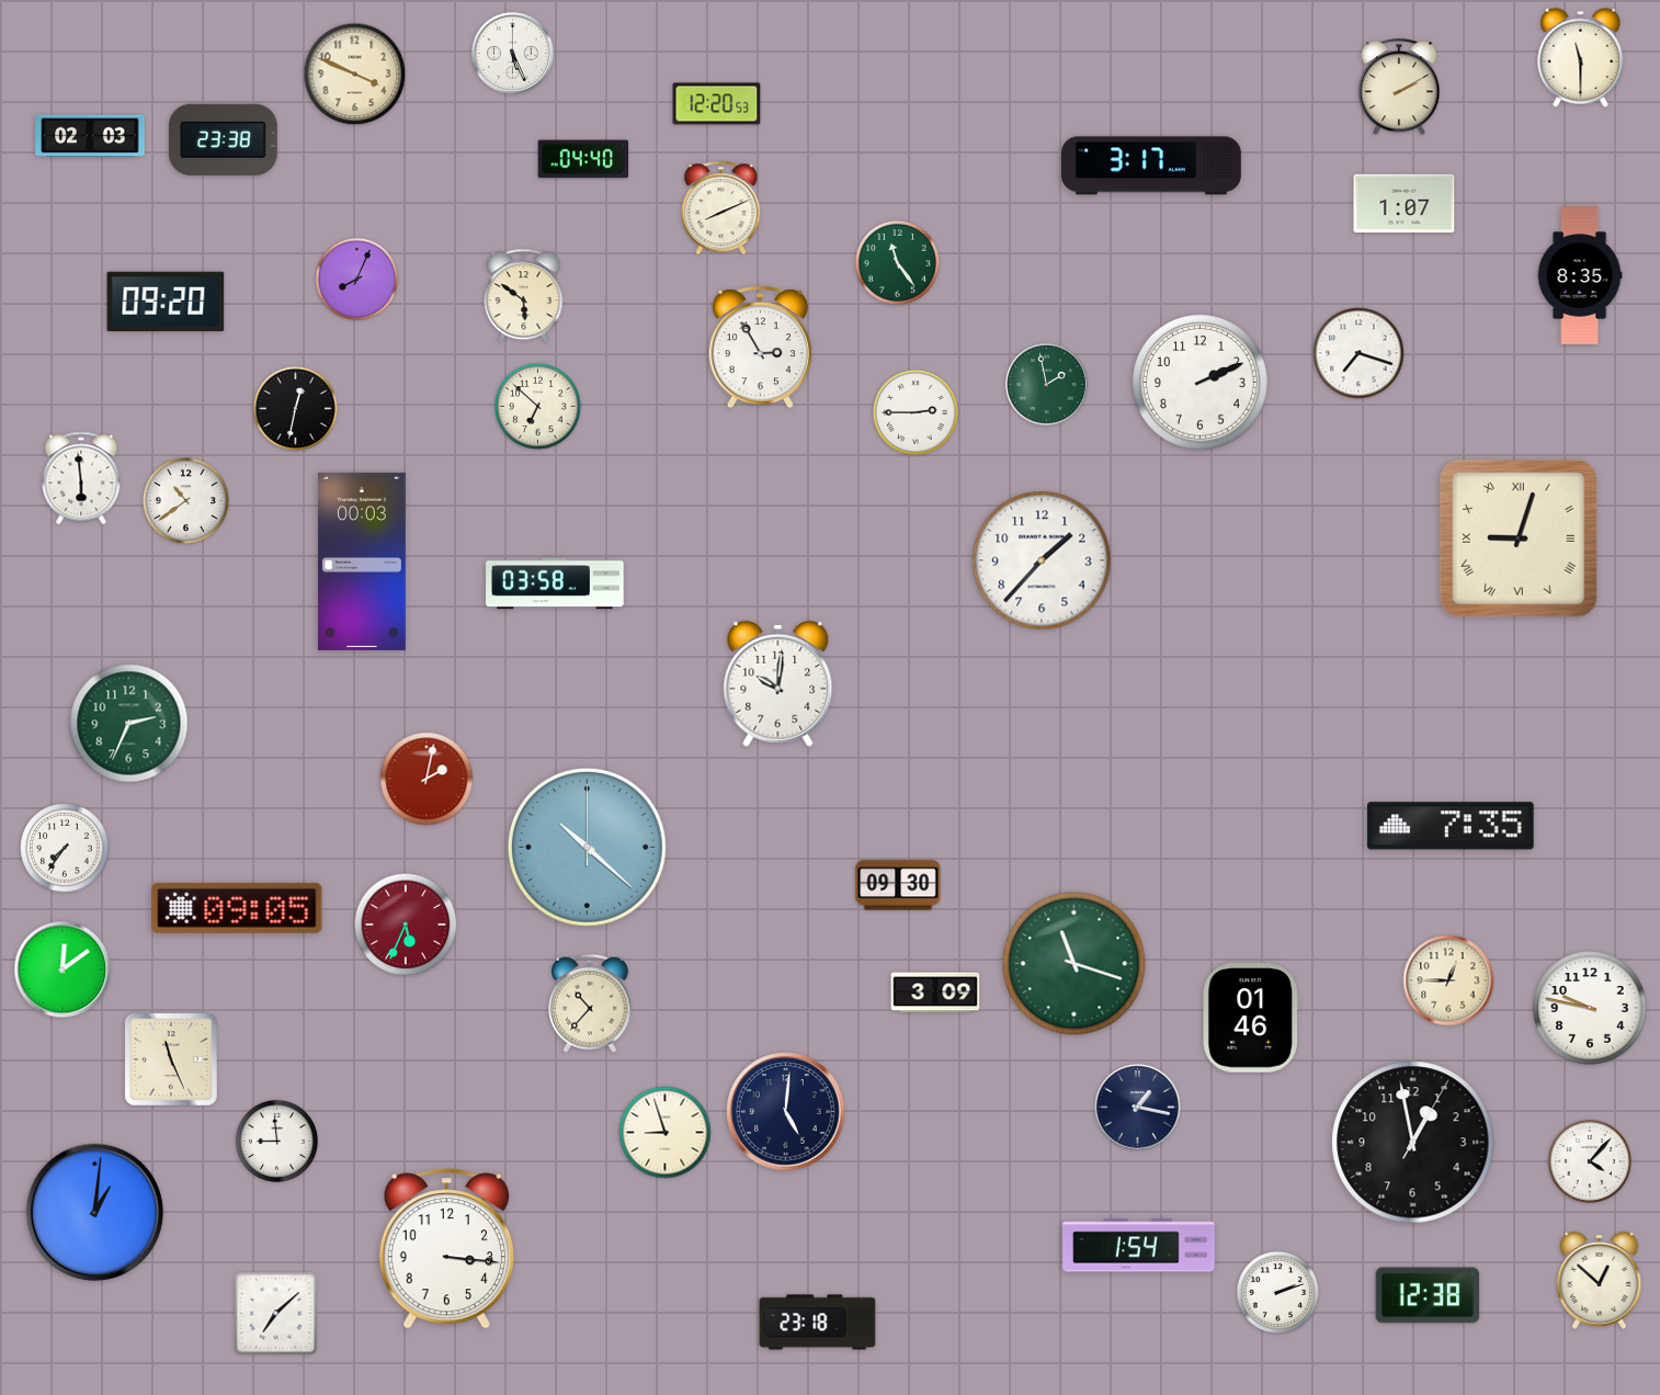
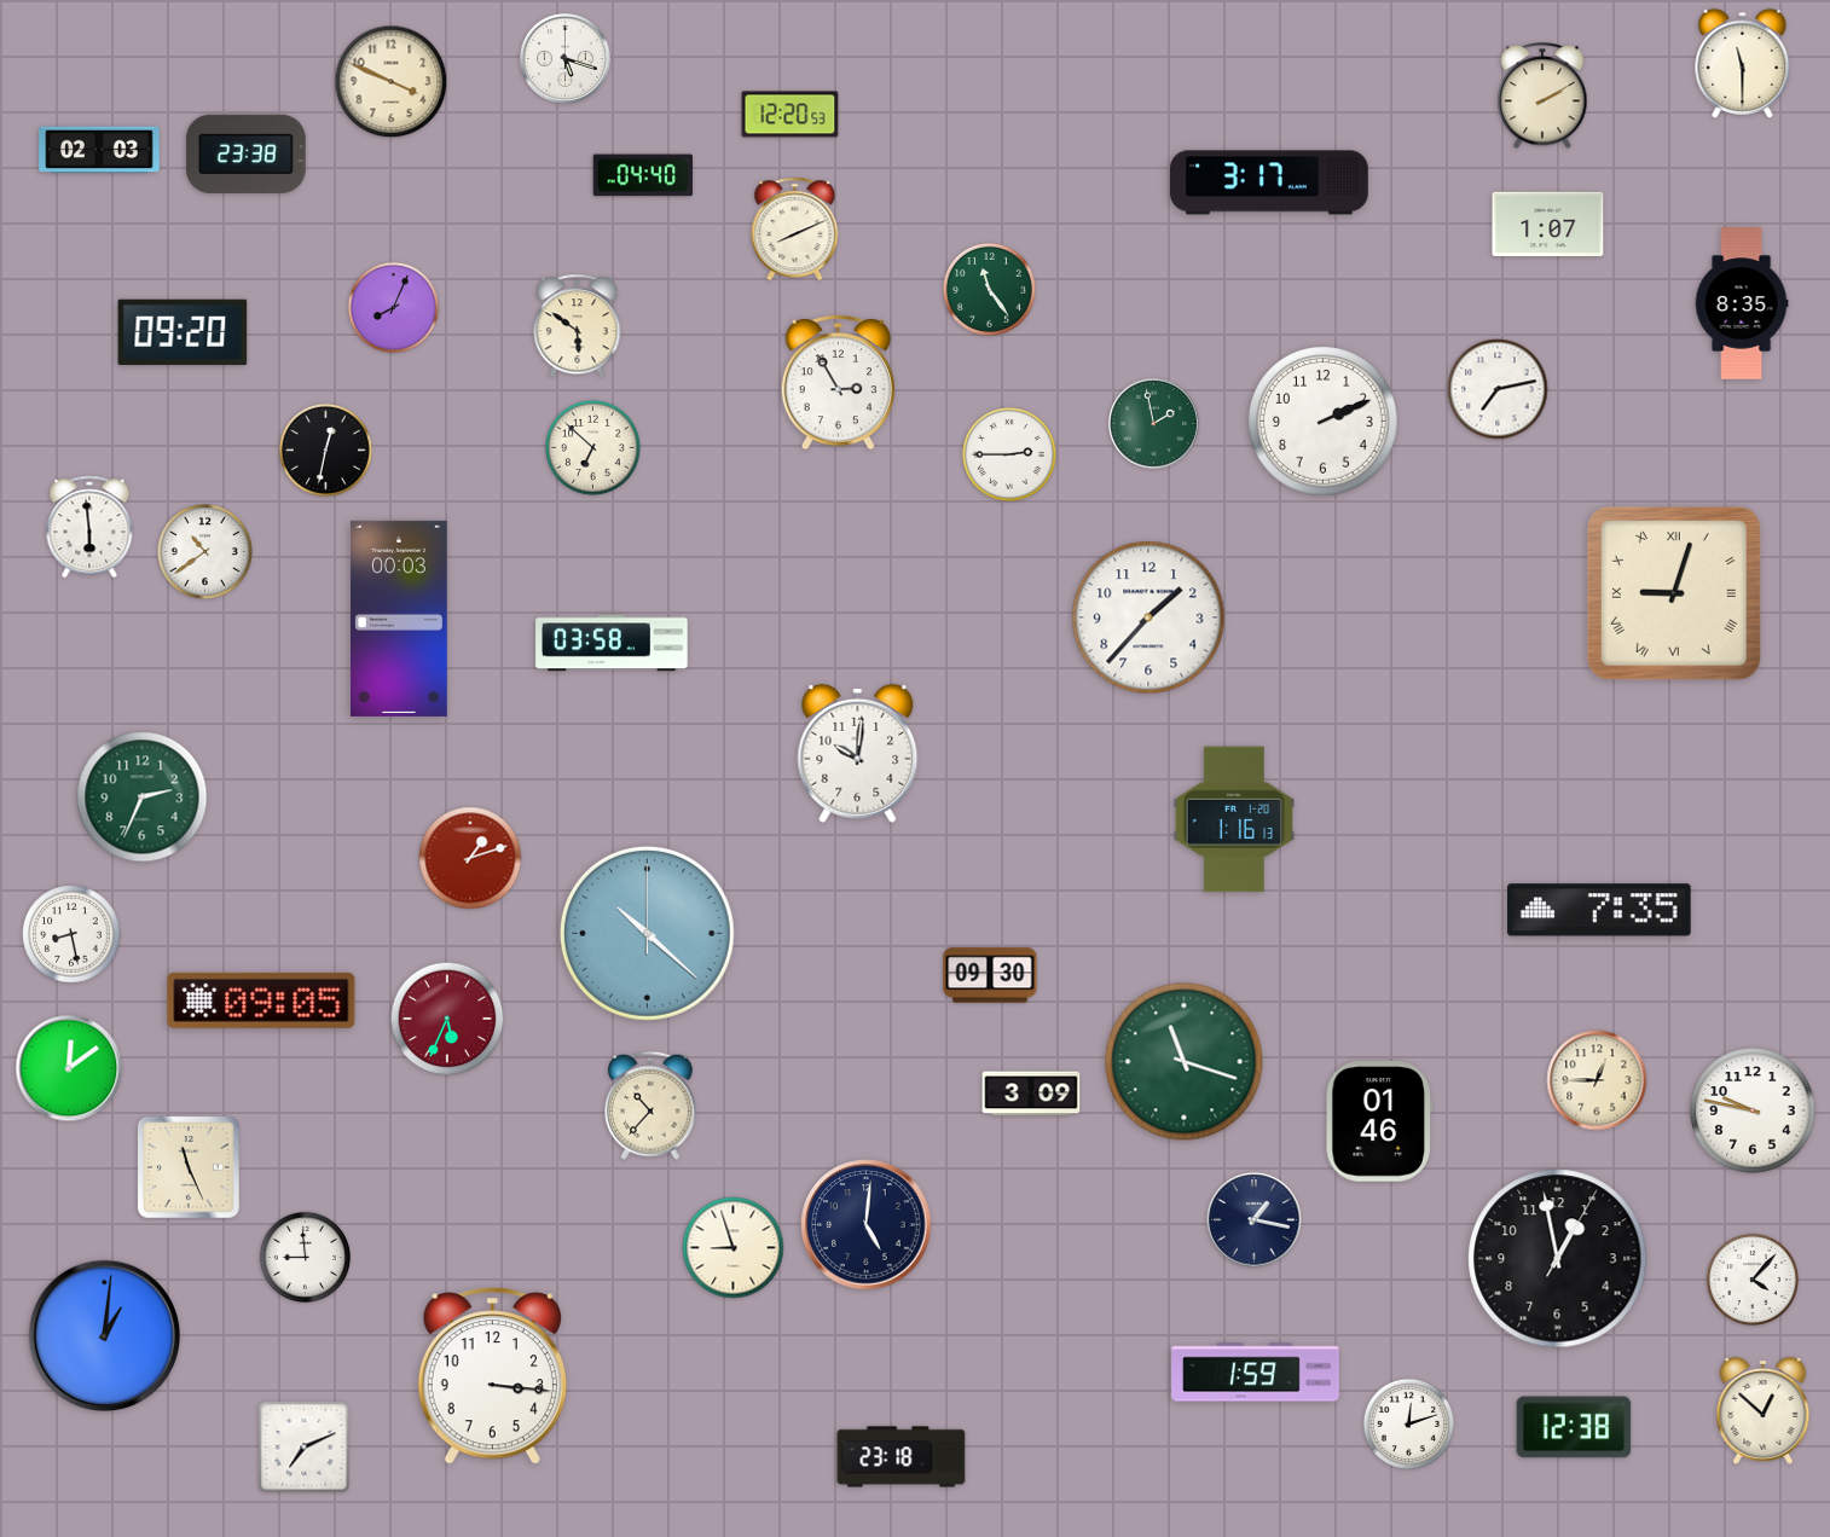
clock at (513, 54): 5:26 -> 5:18
clock at (1358, 353): 7:18 -> 7:13
clock at (1234, 819): none -> 1:16
clock at (427, 779): 2:02 -> 1:12
clock at (65, 848): 7:36 -> 8:28
clock at (1139, 1246): 1:54 -> 1:59
clock at (1277, 1292): 2:12 -> 12:12
clock at (276, 1314): 7:08 -> 7:11
